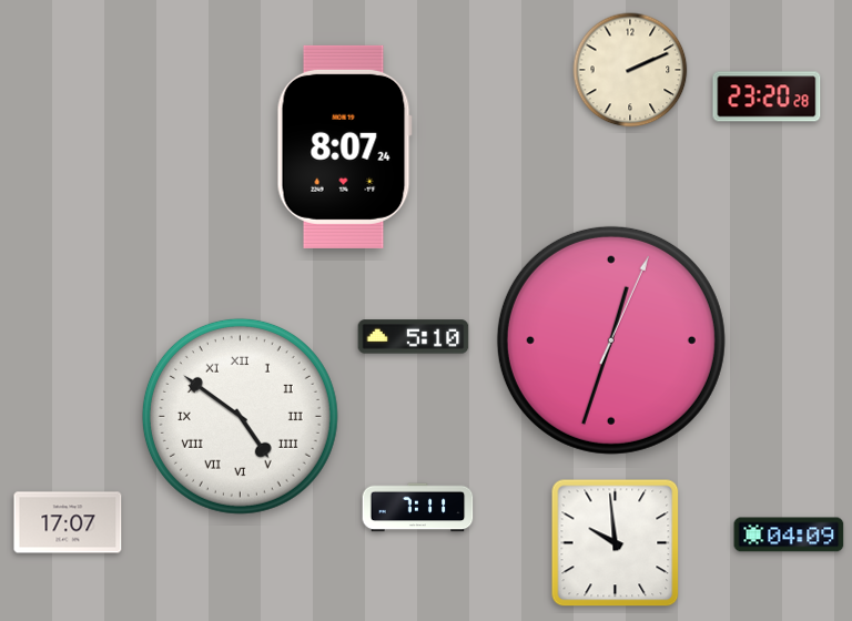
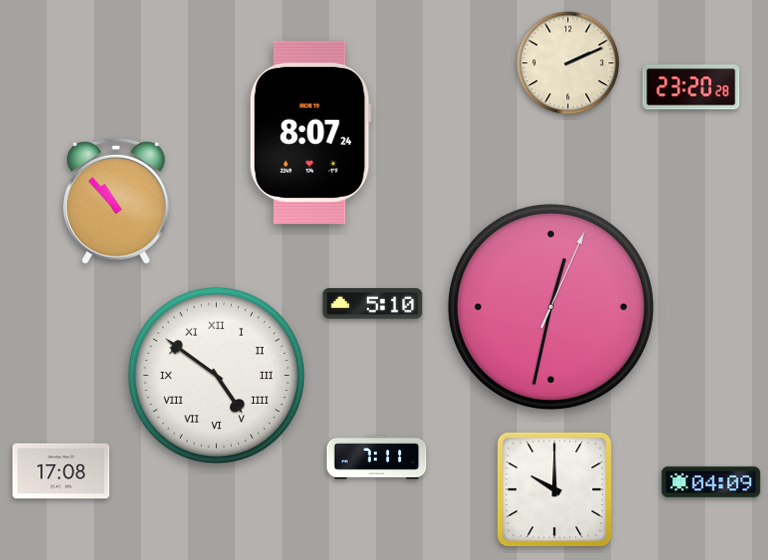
clock at (117, 201): none -> 10:53
clock at (611, 340): 12:33 -> 12:32
clock at (68, 522): 17:07 -> 17:08
clock at (616, 543): 9:59 -> 10:00
